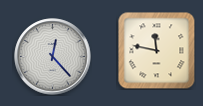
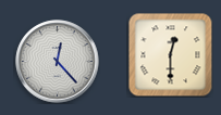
clock at (156, 51): 11:47 -> 12:30
